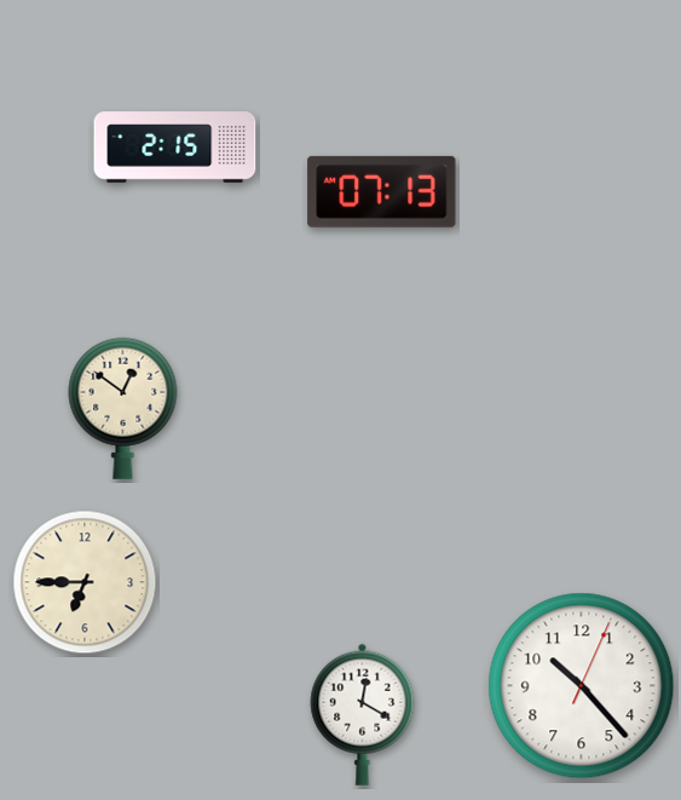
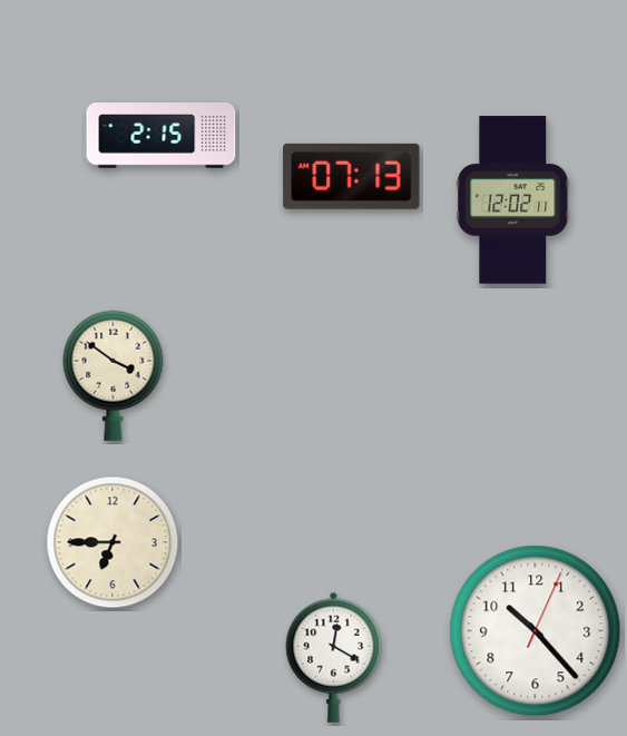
clock at (513, 200): none -> 12:02
clock at (123, 408): 12:51 -> 3:51
clock at (85, 582) position: (85, 582) -> (112, 542)
